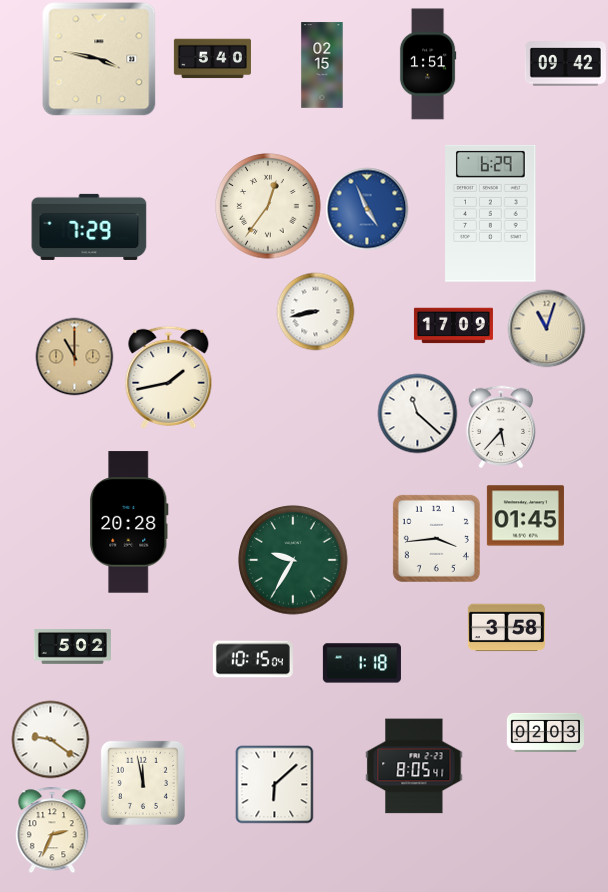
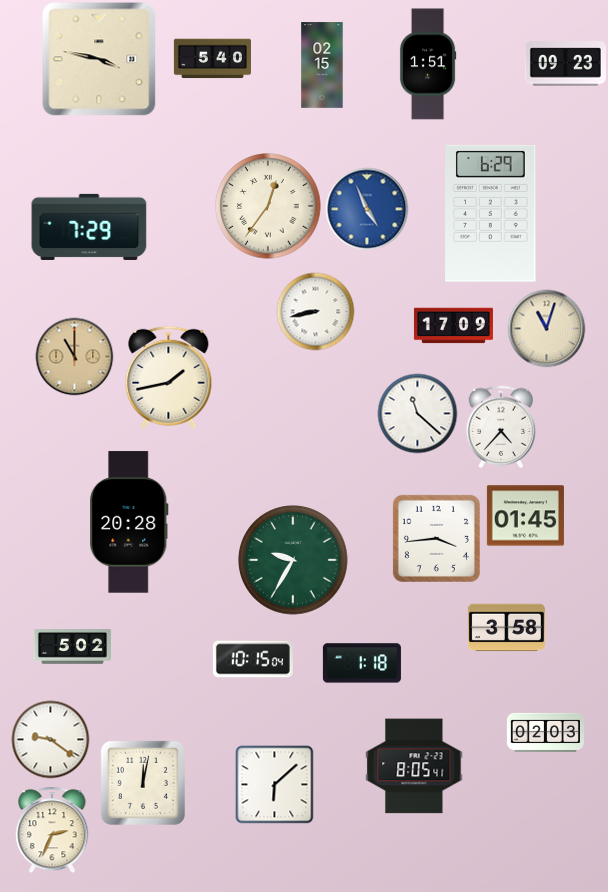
clock at (565, 64): 09:42 -> 09:23
clock at (500, 426): 5:37 -> 4:37
clock at (143, 783): 11:58 -> 12:02
